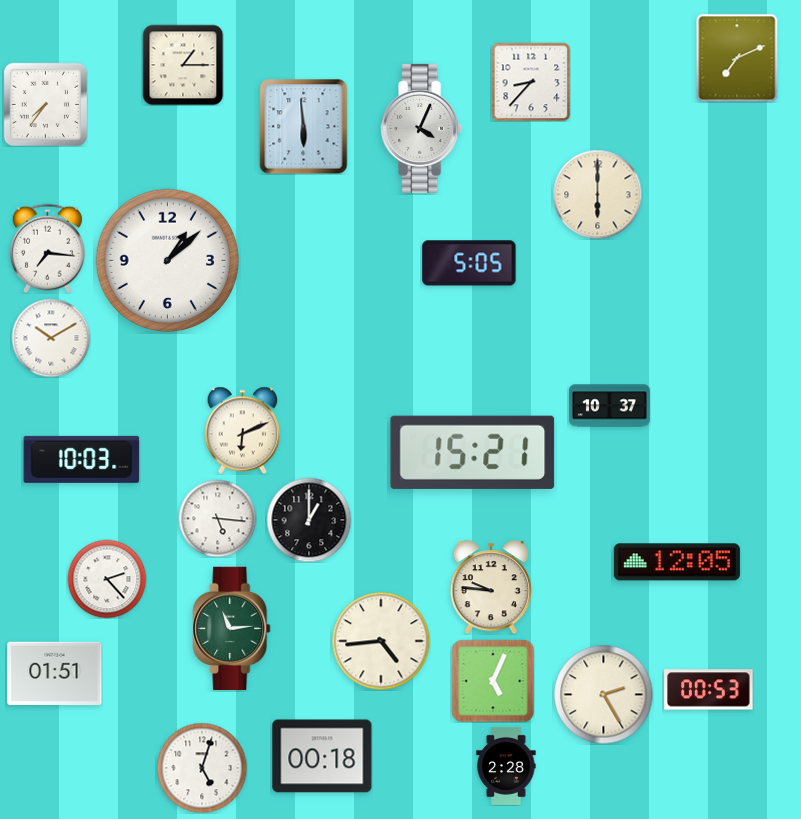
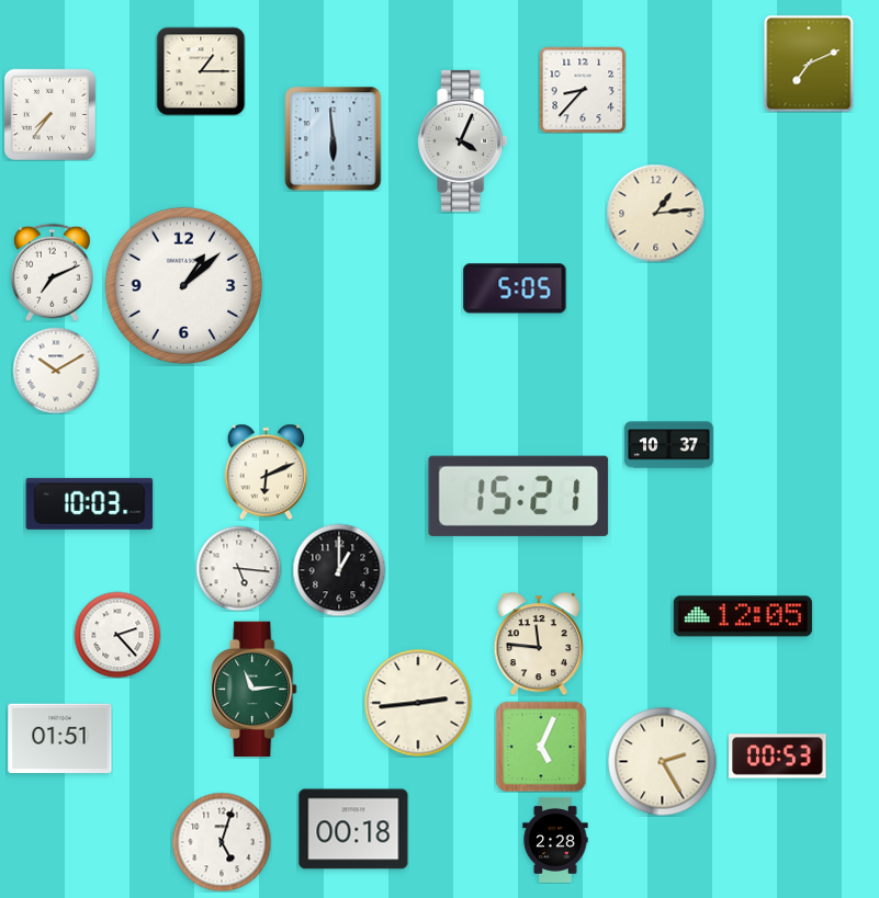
clock at (597, 194): 6:00 -> 1:14
clock at (47, 248): 7:16 -> 7:11
clock at (491, 587): 9:46 -> 11:46
clock at (381, 641): 4:44 -> 2:44
